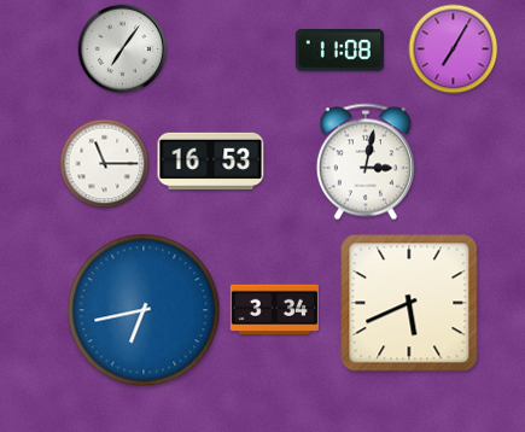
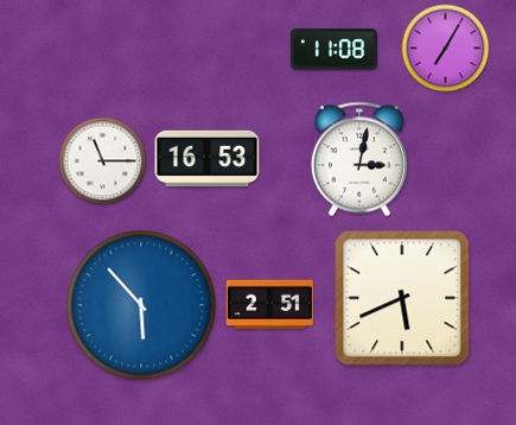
clock at (123, 49): 7:06 -> none
clock at (144, 310): 6:43 -> 5:53
clock at (274, 310): 3:34 -> 2:51
